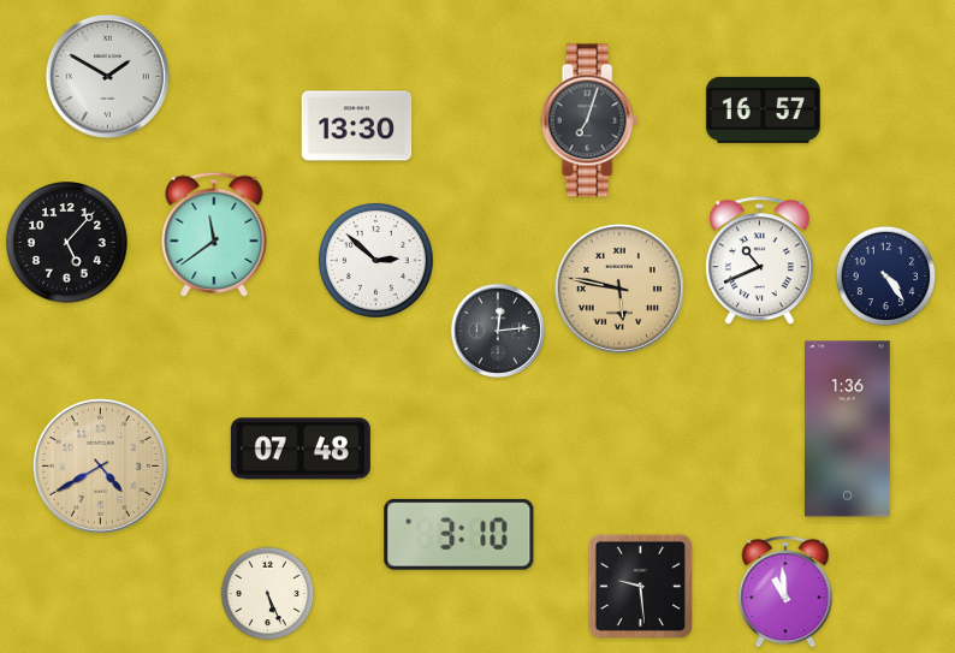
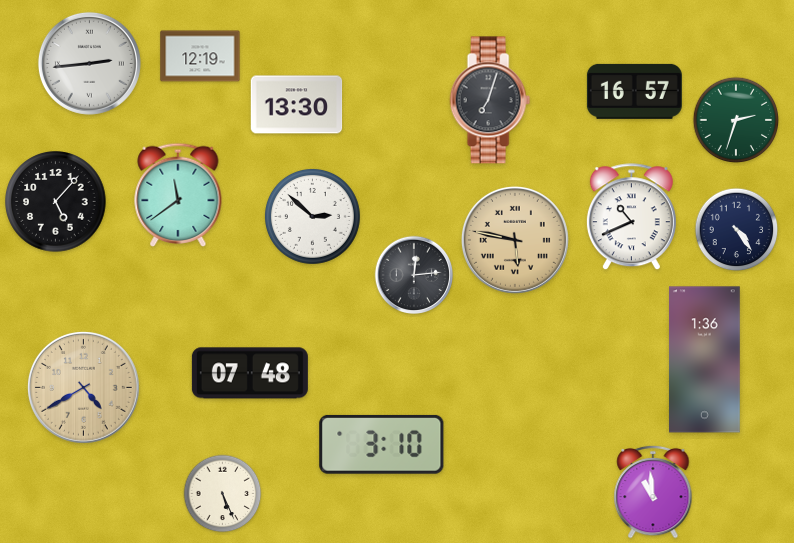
clock at (200, 56): none -> 12:19
clock at (107, 76): 1:50 -> 2:44
clock at (735, 119): none -> 2:33
clock at (847, 429) position: (847, 429) -> (704, 360)
clock at (640, 586): 9:29 -> none
